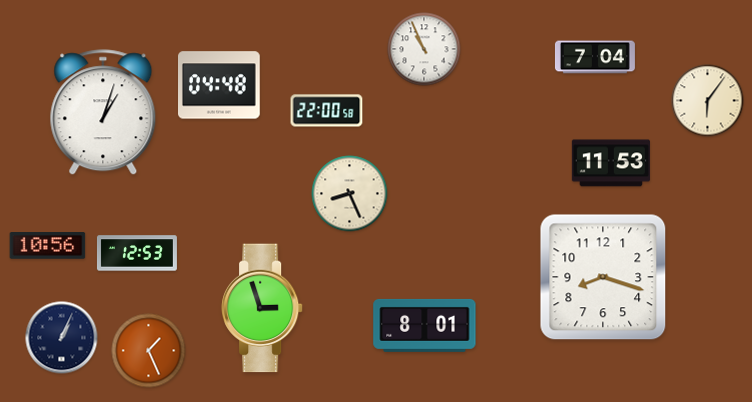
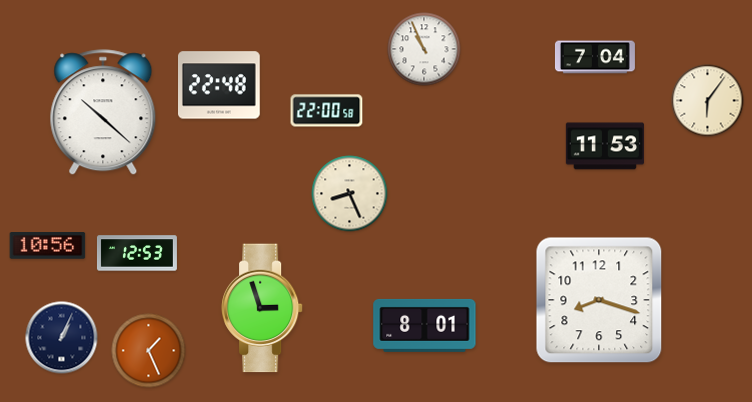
clock at (219, 85): 04:48 -> 22:48
clock at (103, 113): 1:03 -> 10:22
clock at (610, 163) position: (610, 163) -> (604, 146)
clock at (603, 277) position: (603, 277) -> (599, 300)
